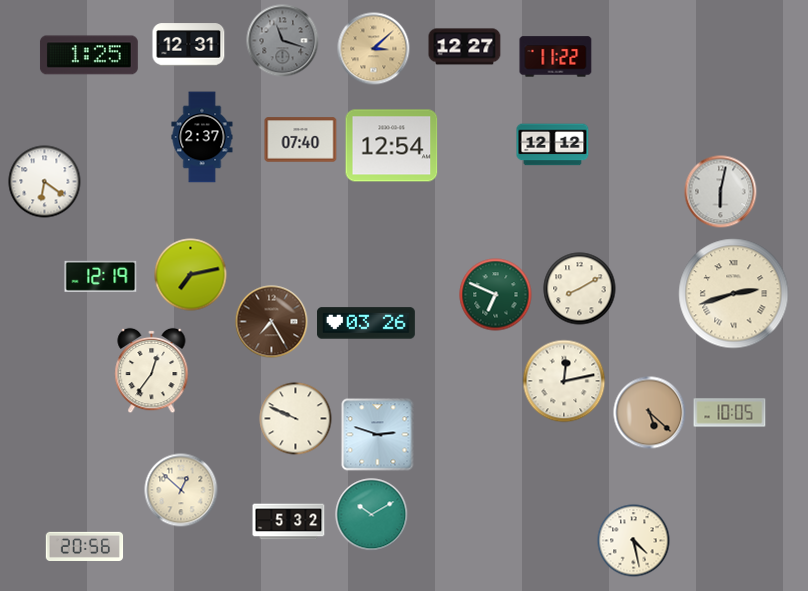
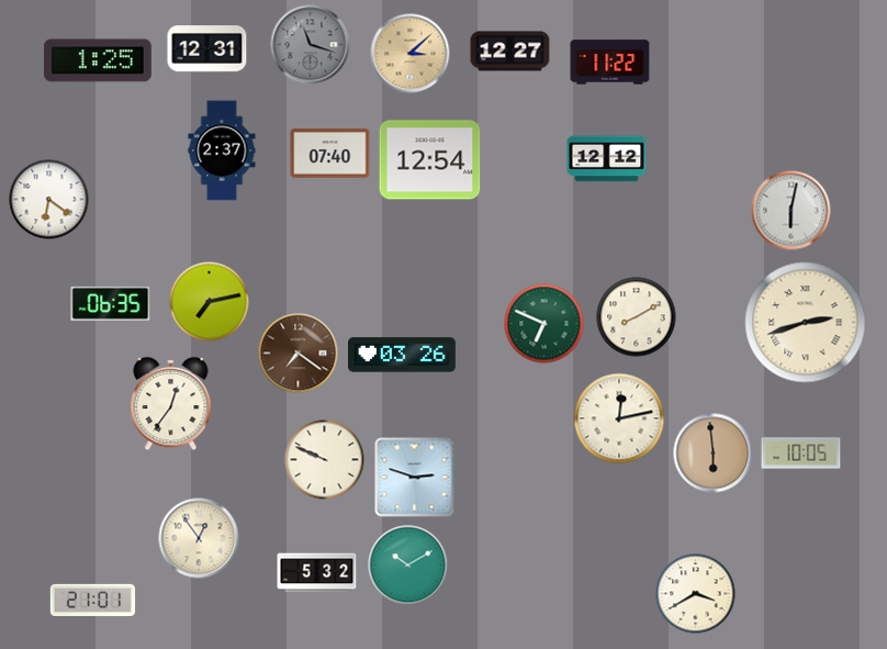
clock at (101, 276): 12:19 -> 06:35
clock at (272, 322): 7:25 -> 7:21
clock at (152, 371) position: (152, 371) -> (171, 404)
clock at (650, 413): 5:22 -> 5:59
clock at (181, 490): 12:52 -> 12:54
clock at (634, 541): 4:28 -> 3:40
clock at (85, 546): 20:56 -> 21:01
